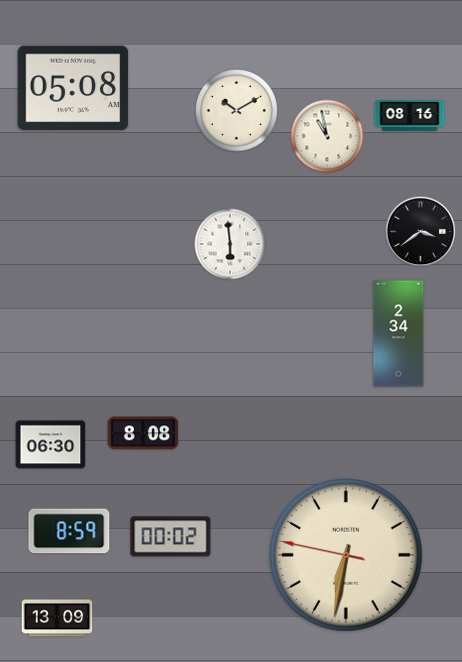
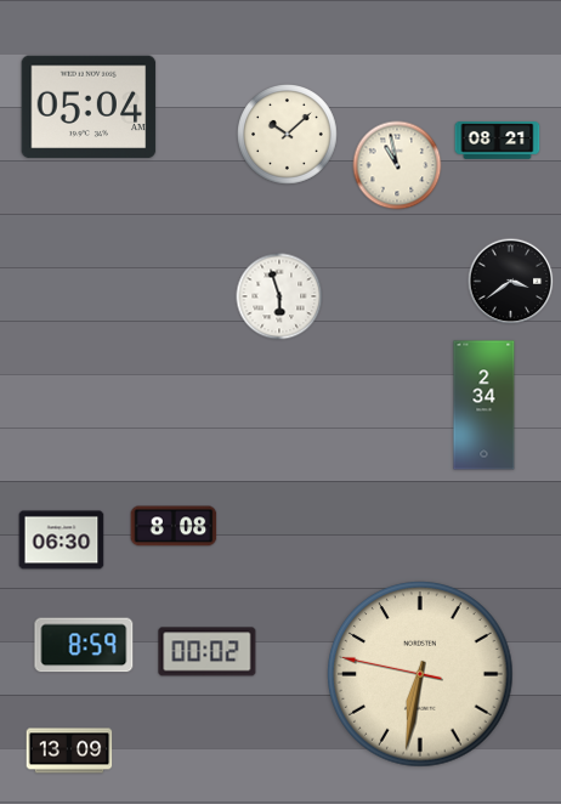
clock at (73, 88): 05:08 -> 05:04
clock at (237, 111): 10:10 -> 10:08
clock at (410, 116): 08:16 -> 08:21
clock at (230, 244): 5:59 -> 5:57
